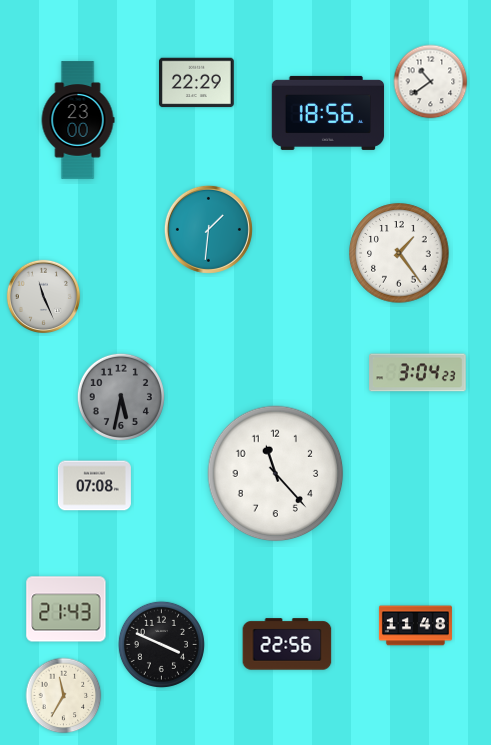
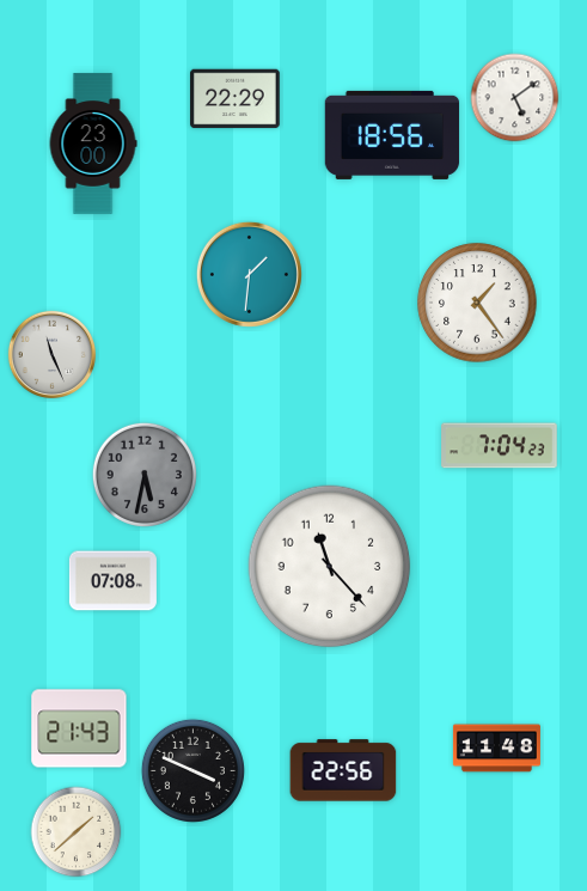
clock at (431, 82): 10:39 -> 5:09
clock at (418, 373): 3:04 -> 7:04
clock at (64, 696): 11:35 -> 1:38
